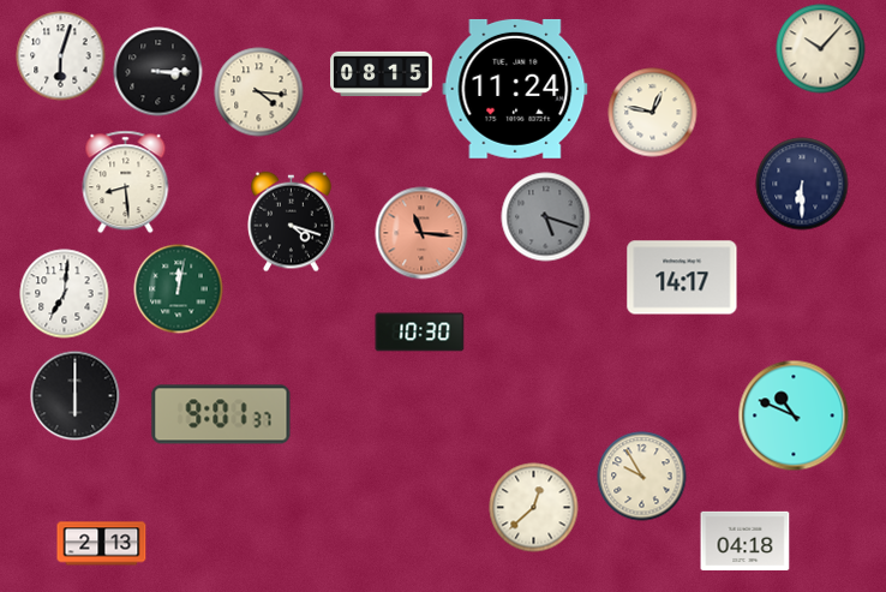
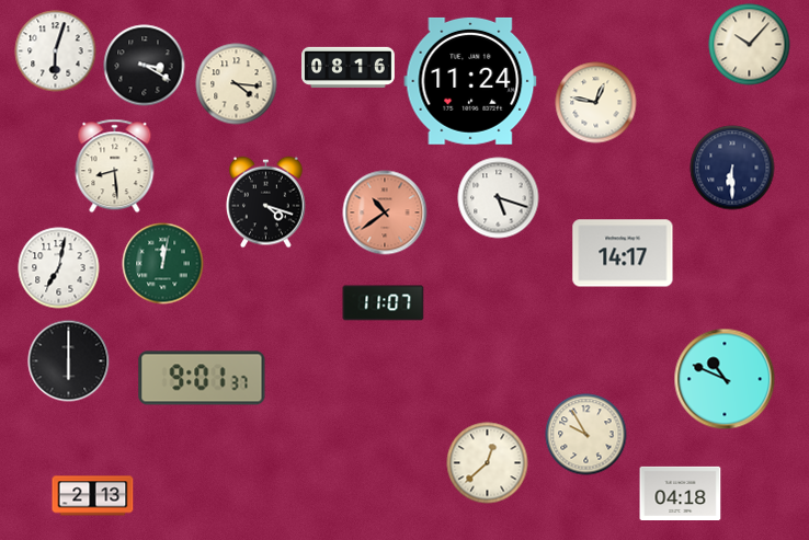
clock at (158, 72): 3:15 -> 3:20
clock at (382, 73): 08:15 -> 08:16
clock at (546, 217) dial: grey -> white
clock at (421, 233): 11:16 -> 10:39
clock at (65, 294): 7:01 -> 7:02
clock at (420, 333): 10:30 -> 11:07
